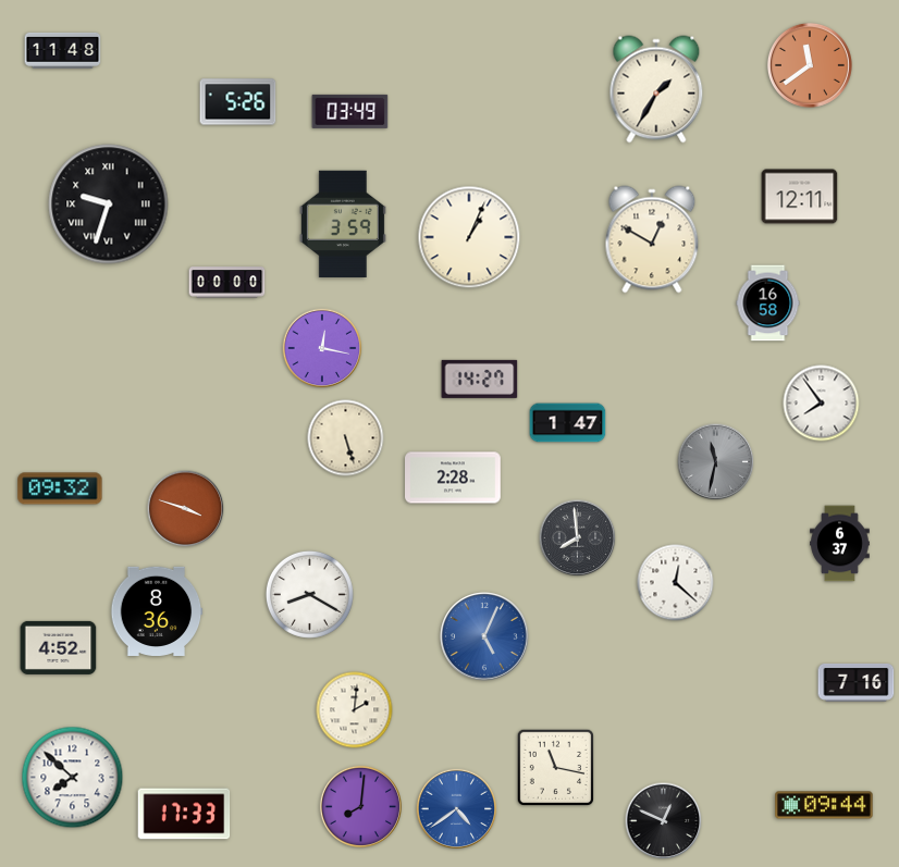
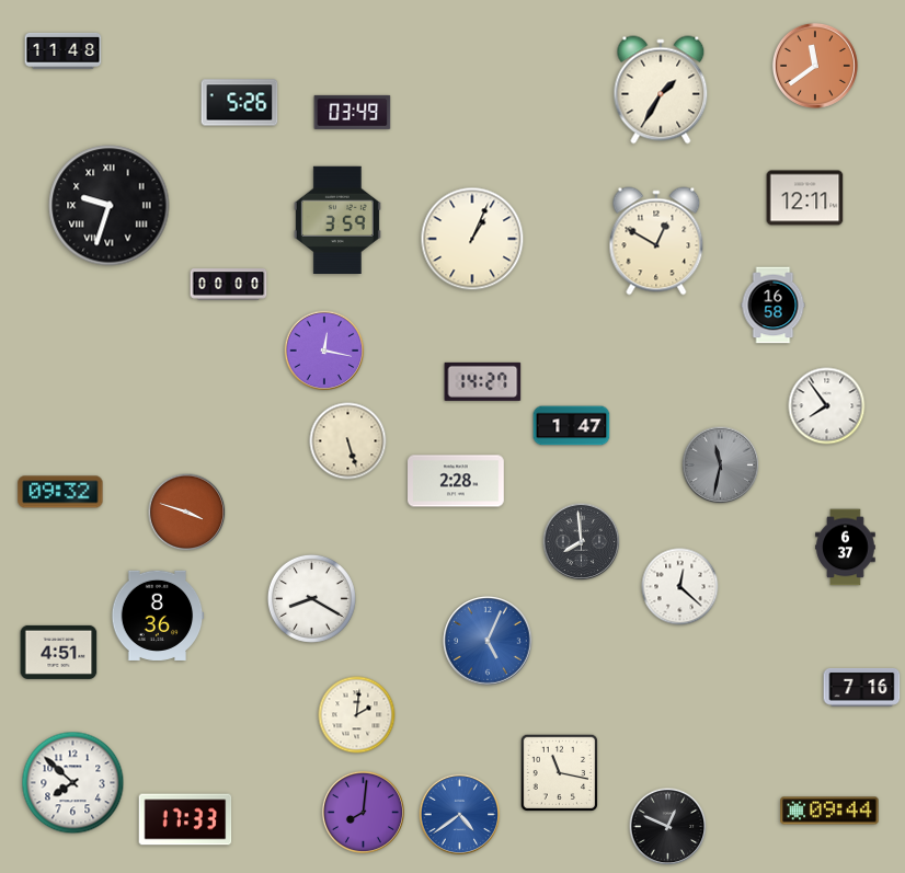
clock at (343, 223) position: (343, 223) -> (337, 219)
clock at (59, 647): 4:52 -> 4:51
